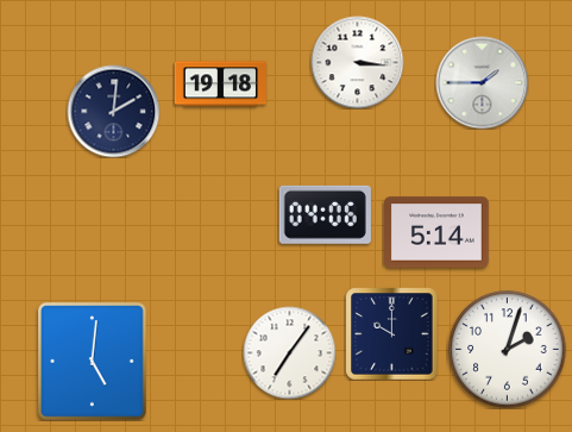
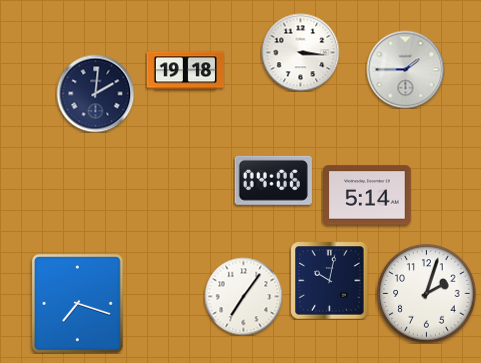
clock at (391, 333): 10:00 -> 10:02
clock at (93, 362): 5:01 -> 7:18
